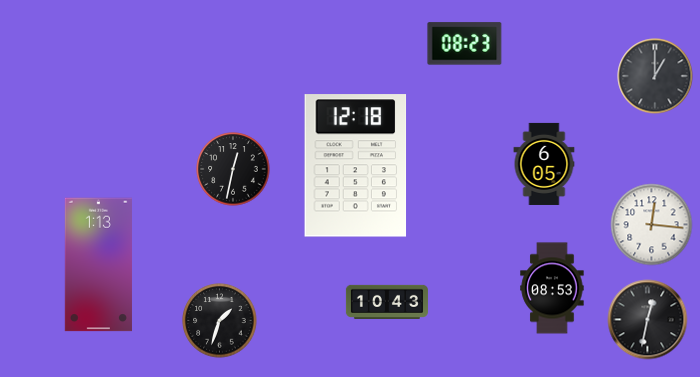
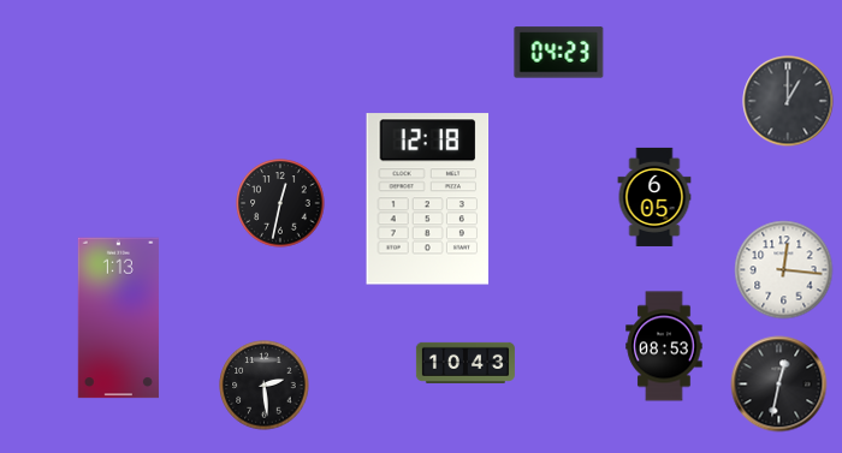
clock at (465, 44): 08:23 -> 04:23
clock at (655, 76) position: (655, 76) -> (788, 101)
clock at (220, 321): 1:33 -> 2:29
